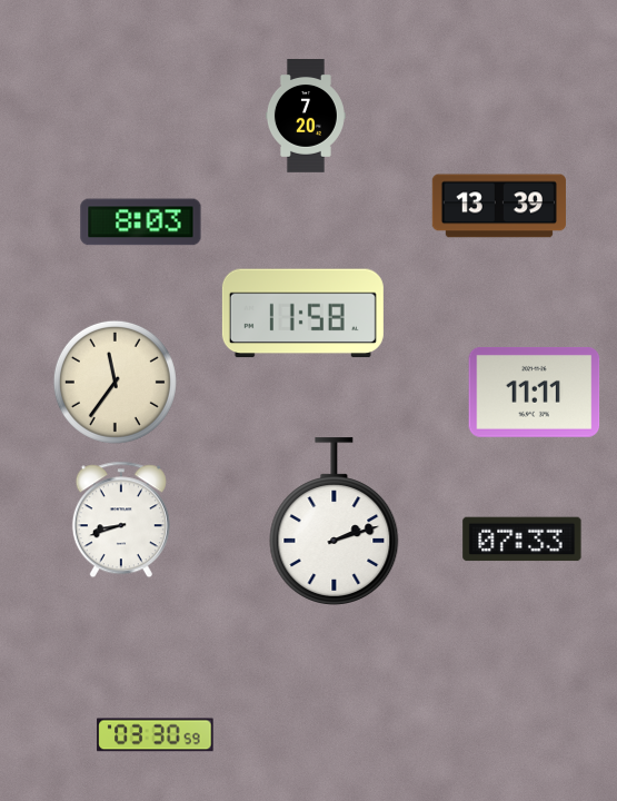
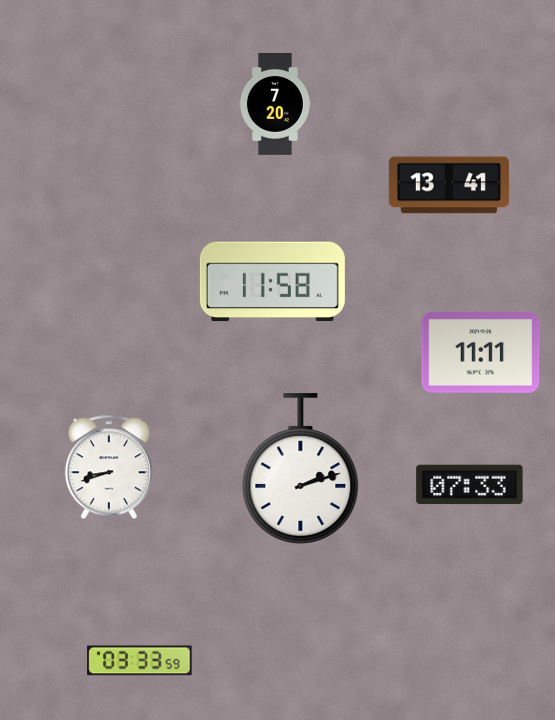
clock at (499, 206): 13:39 -> 13:41
clock at (141, 222): 8:03 -> none
clock at (115, 382): 11:36 -> none
clock at (156, 735): 03:30 -> 03:33
